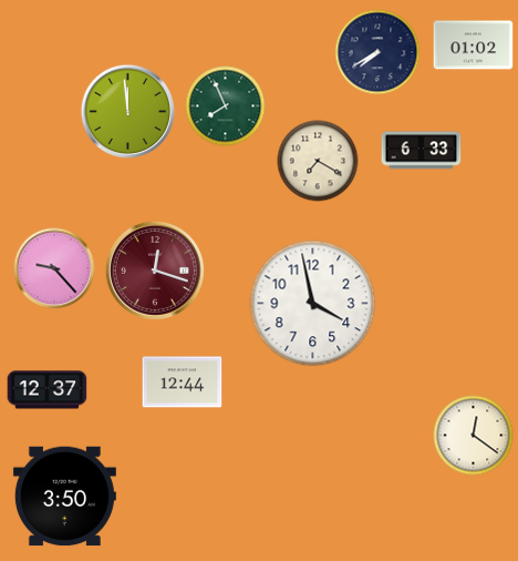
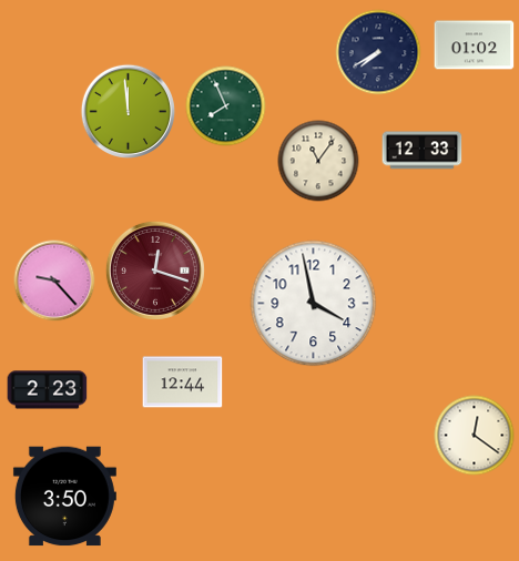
clock at (422, 151): 6:33 -> 12:33
clock at (318, 161): 7:20 -> 11:06
clock at (54, 268) position: (54, 268) -> (54, 280)
clock at (48, 390): 12:37 -> 2:23
